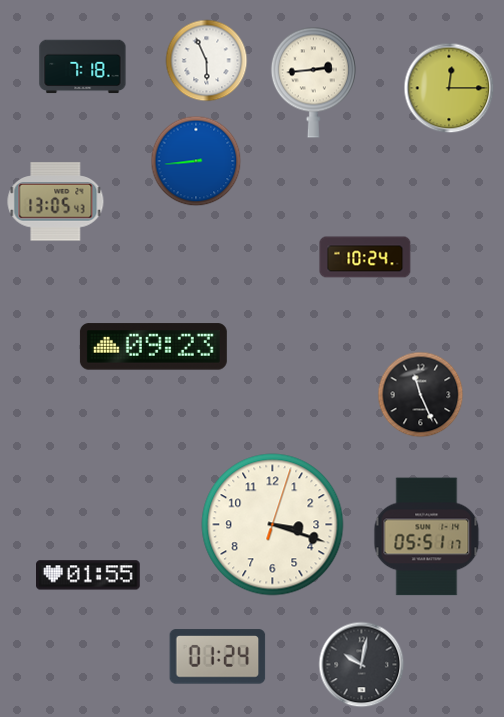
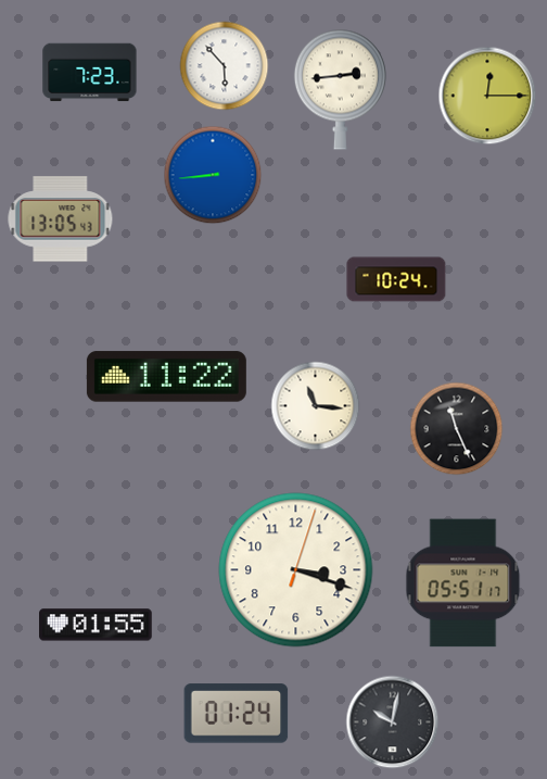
clock at (207, 61): 5:56 -> 5:53
clock at (83, 67): 7:18 -> 7:23
clock at (153, 347): 09:23 -> 11:22
clock at (316, 406): none -> 11:16
